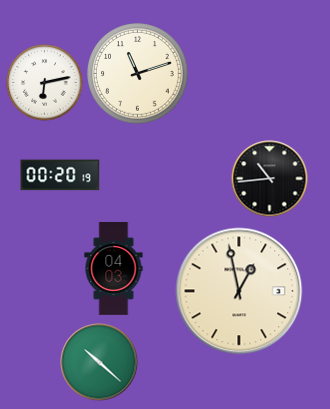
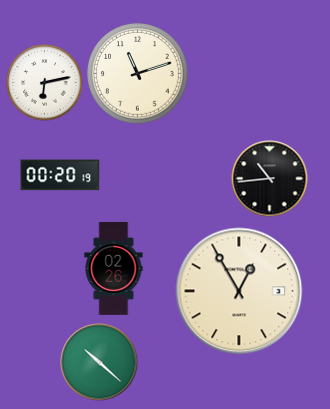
clock at (114, 269): 04:03 -> 02:26
clock at (239, 291): 12:58 -> 12:55
